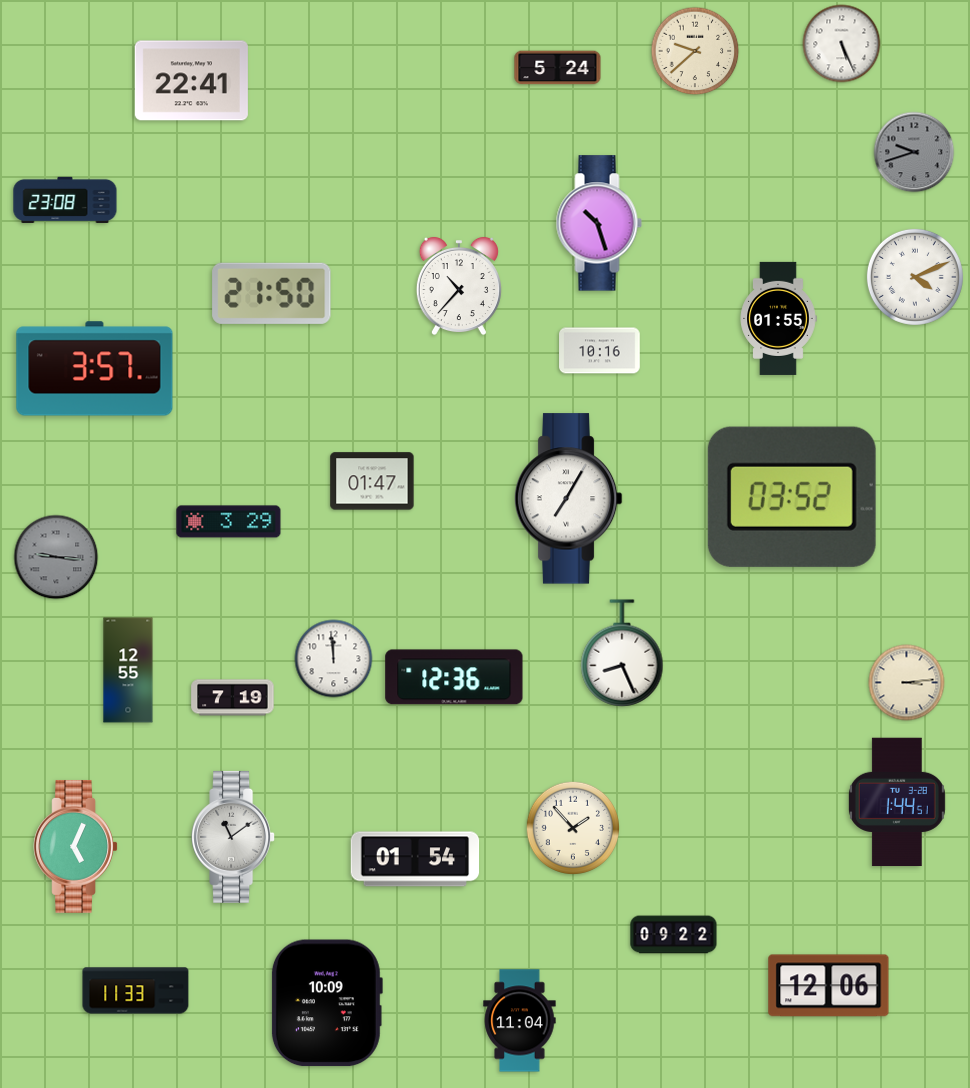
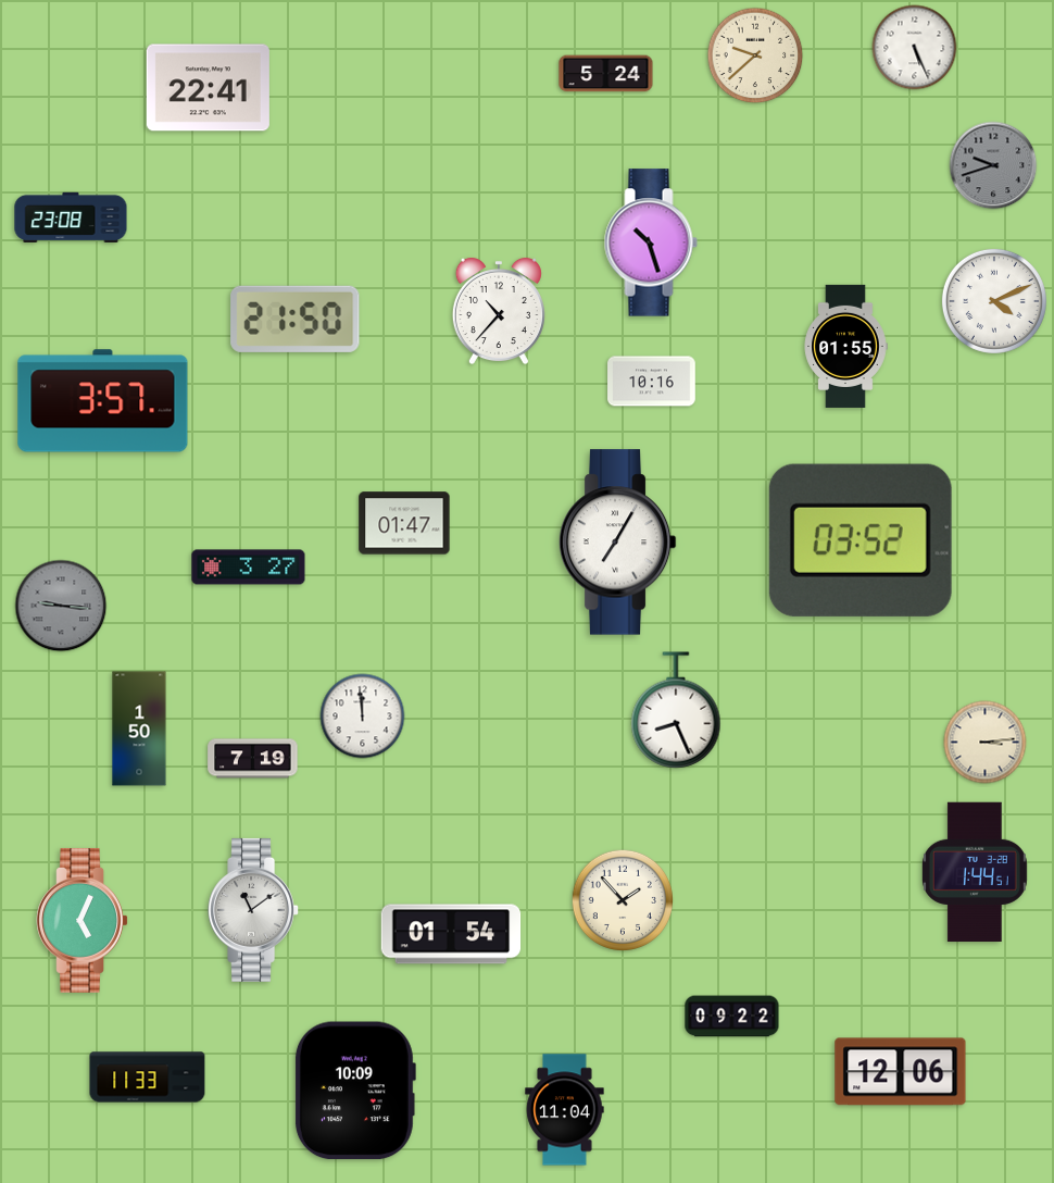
clock at (229, 522): 3:29 -> 3:27
clock at (128, 670): 12:55 -> 1:50
clock at (454, 677): 12:36 -> none
